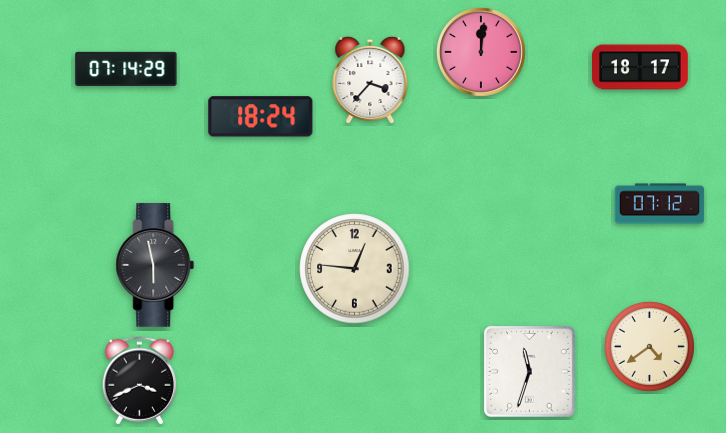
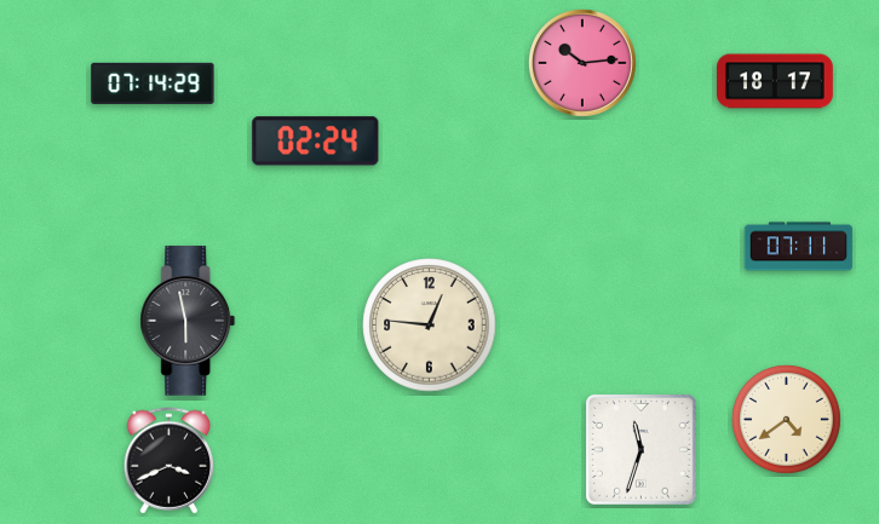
clock at (481, 52): 12:01 -> 10:14
clock at (370, 80): 3:37 -> none
clock at (261, 117): 18:24 -> 02:24
clock at (660, 204): 07:12 -> 07:11
